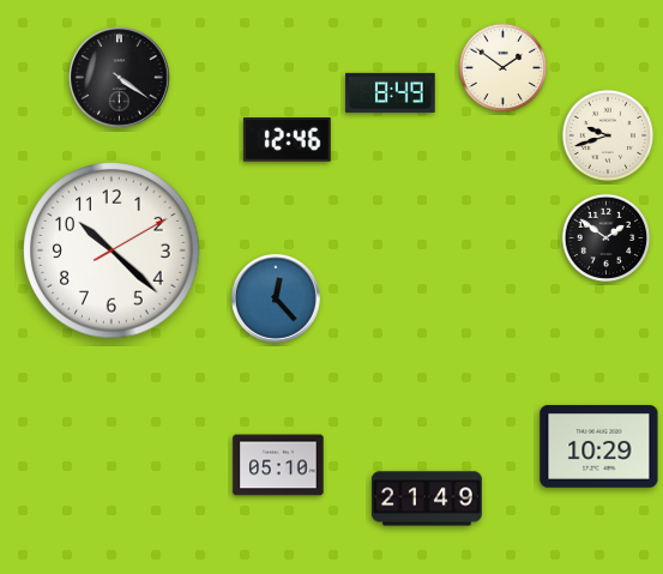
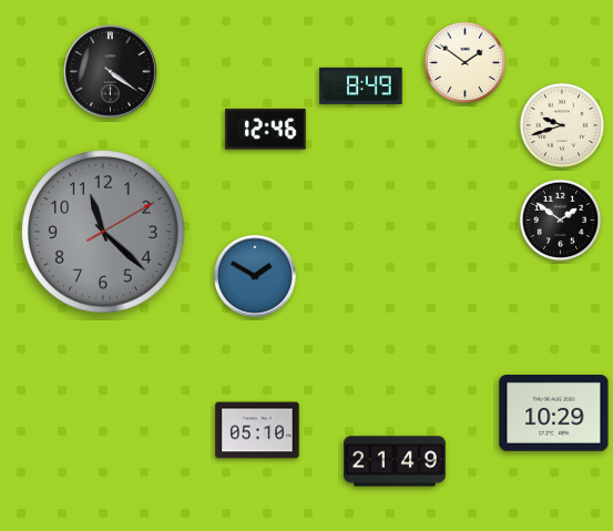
clock at (111, 250): 10:22 -> 11:22
clock at (111, 250) dial: white -> grey
clock at (276, 298): 12:23 -> 1:50
